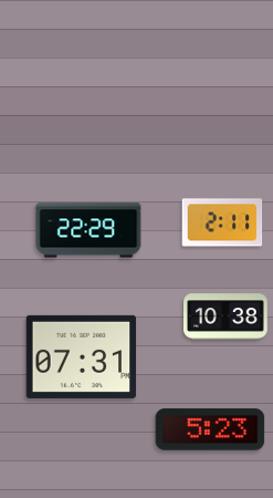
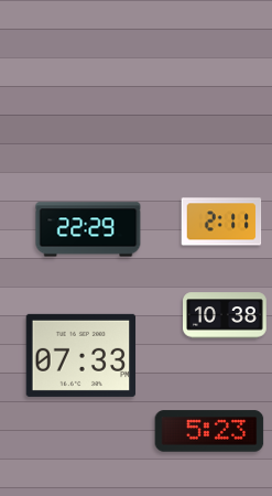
clock at (82, 356): 07:31 -> 07:33
clock at (210, 429) position: (210, 429) -> (209, 431)
